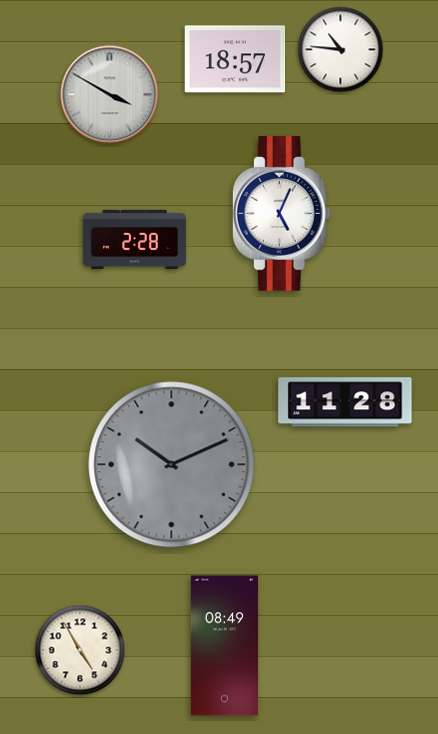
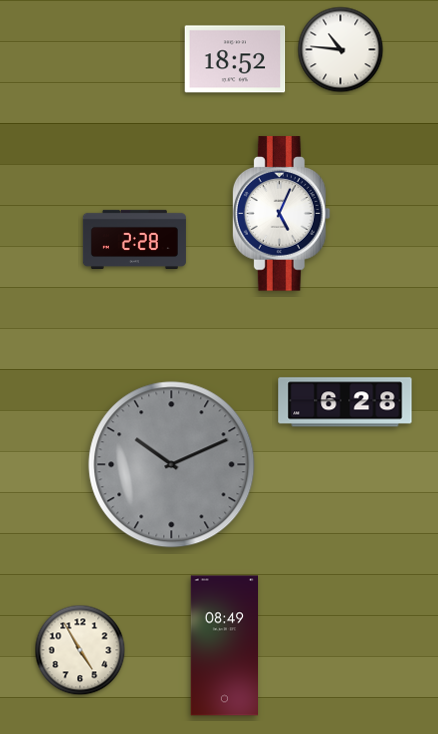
clock at (235, 59): 18:57 -> 18:52
clock at (110, 95): 3:50 -> none
clock at (345, 402): 11:28 -> 6:28
